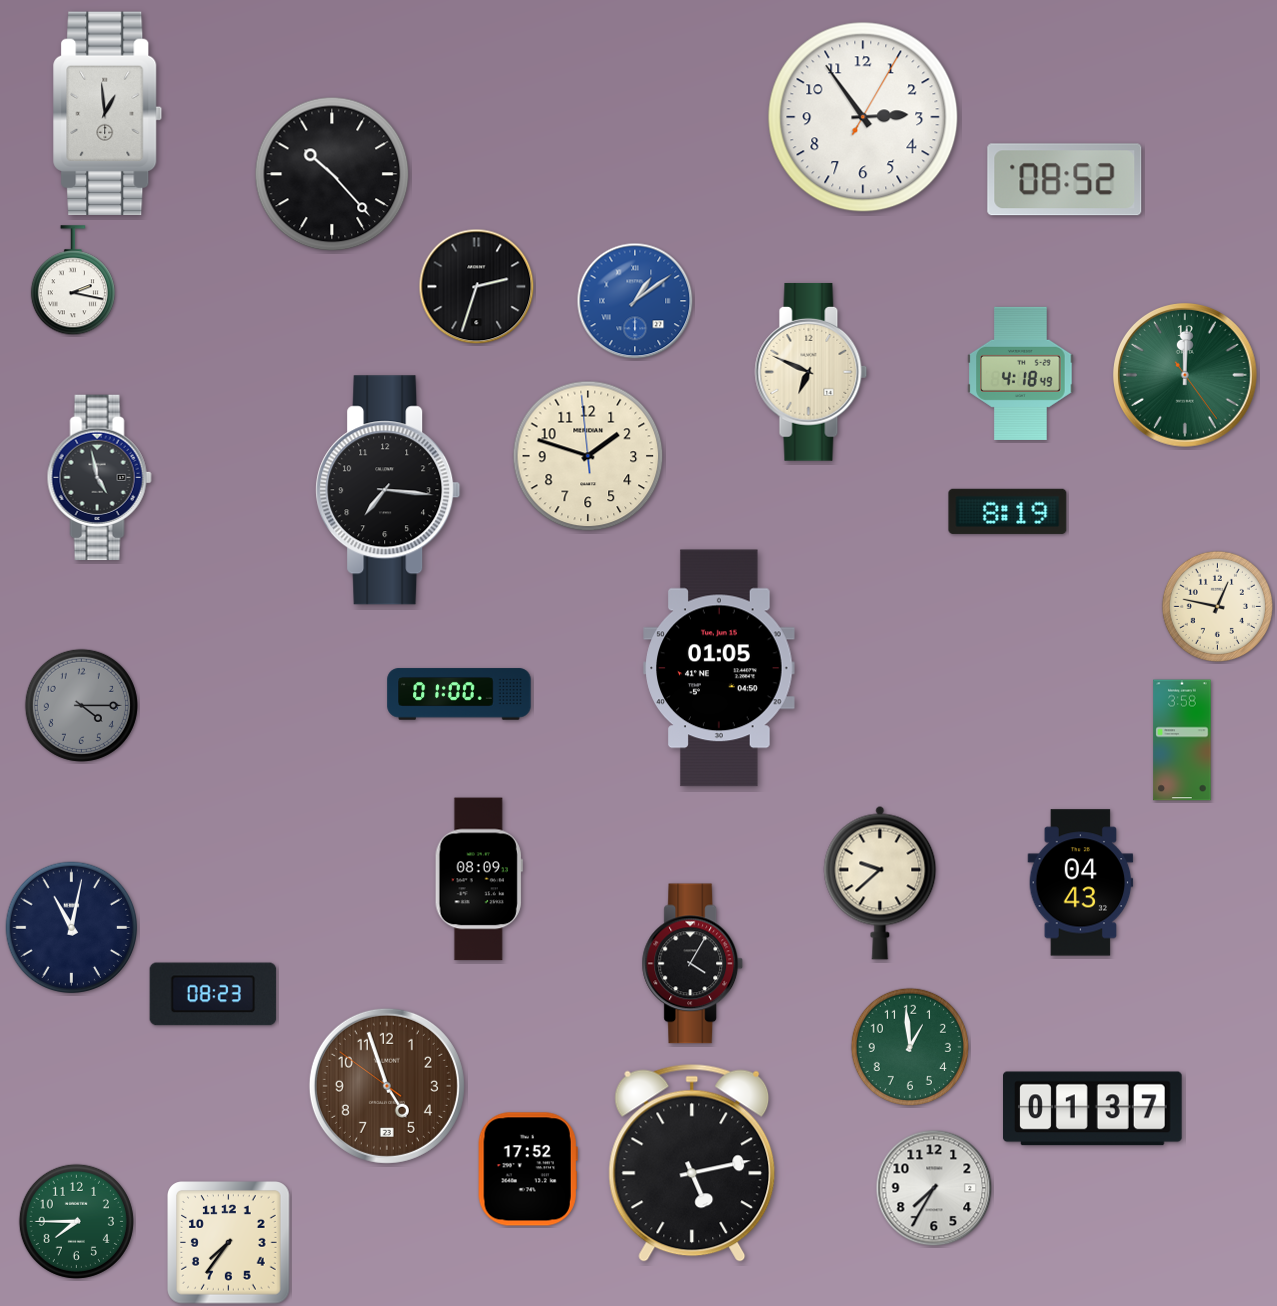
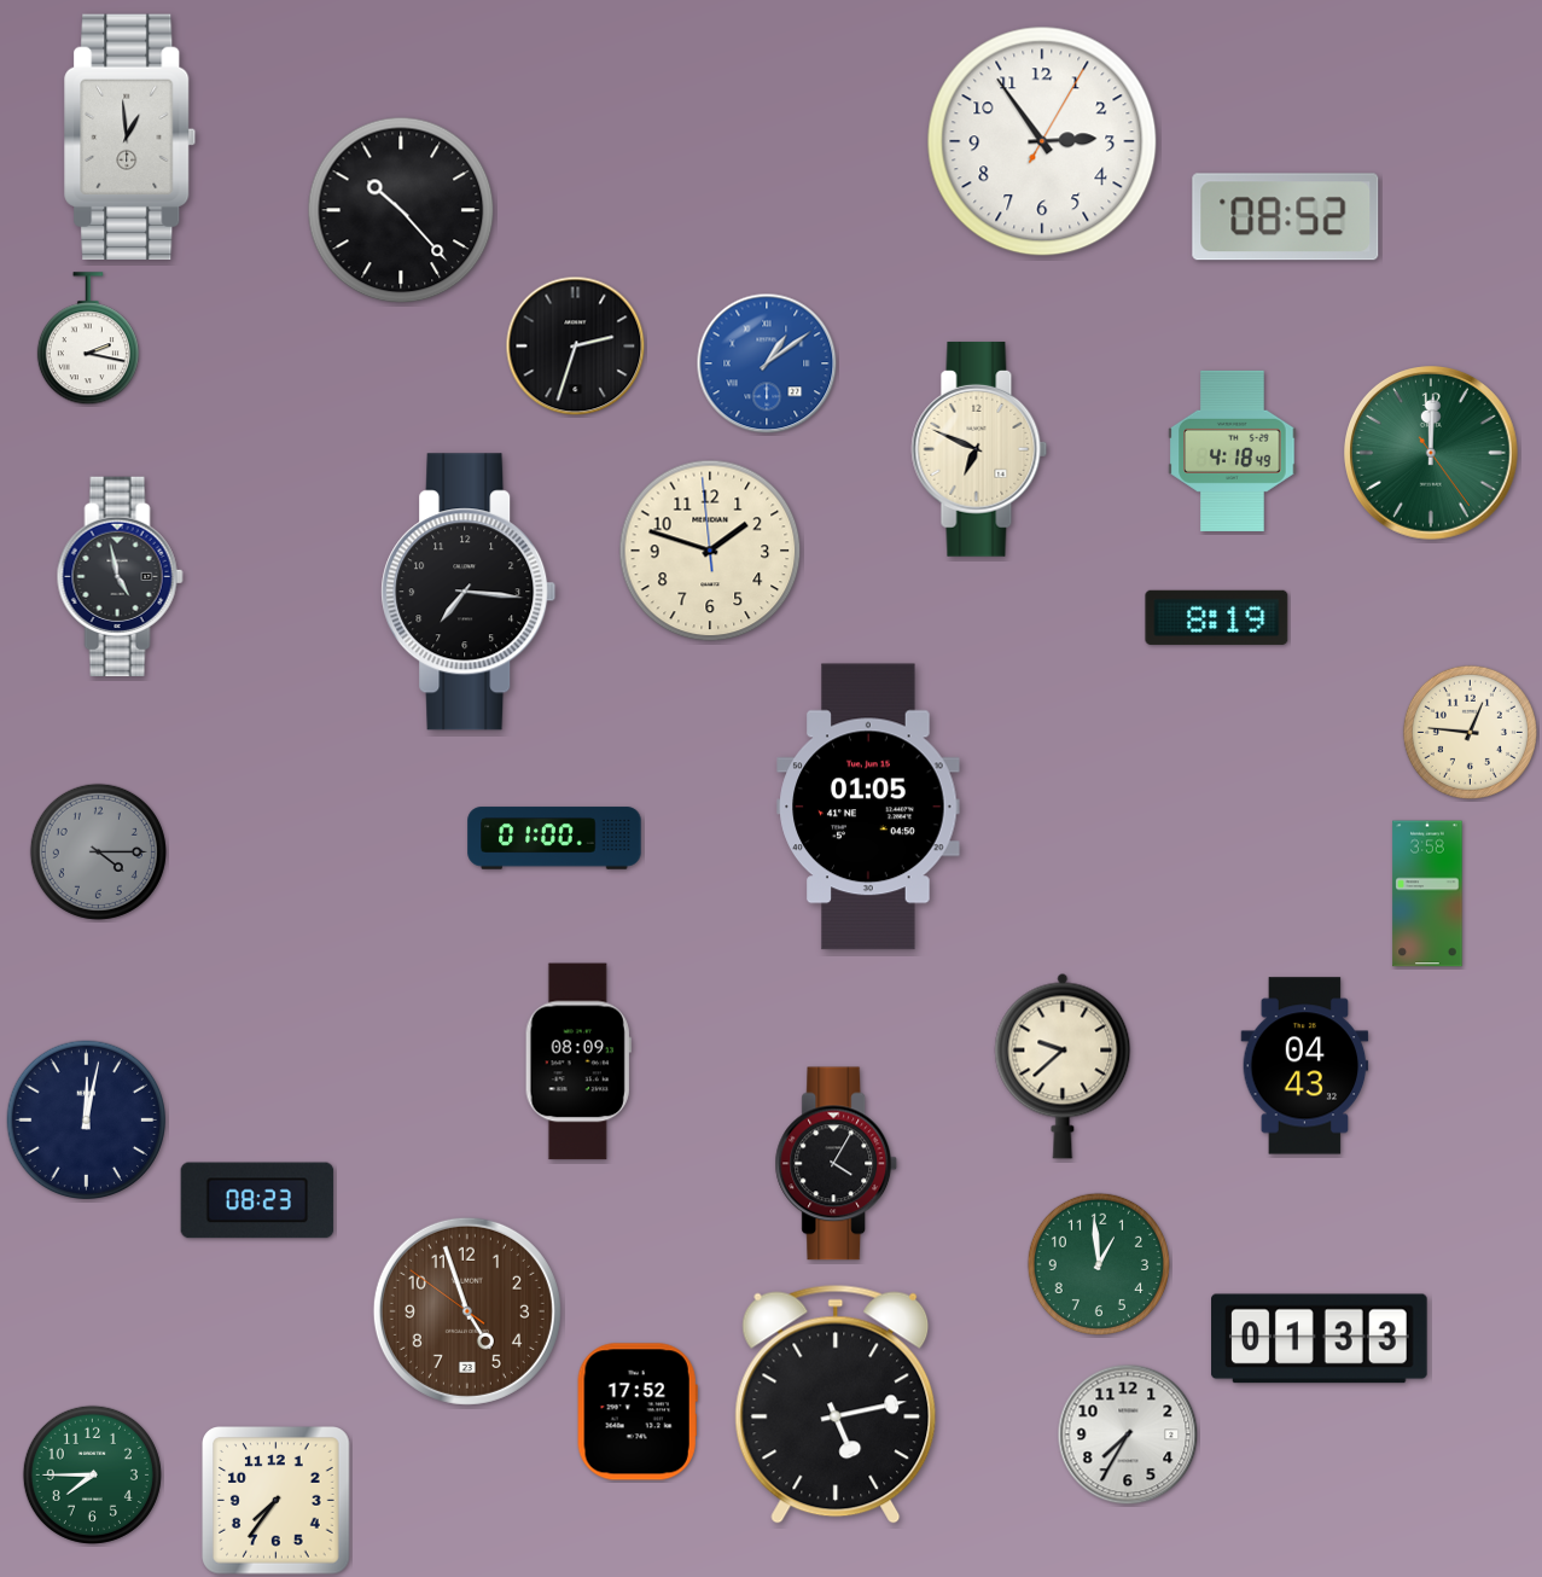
clock at (1217, 606): 12:47 -> 12:46
clock at (72, 928): 11:02 -> 12:02
clock at (1093, 1109): 01:37 -> 01:33
